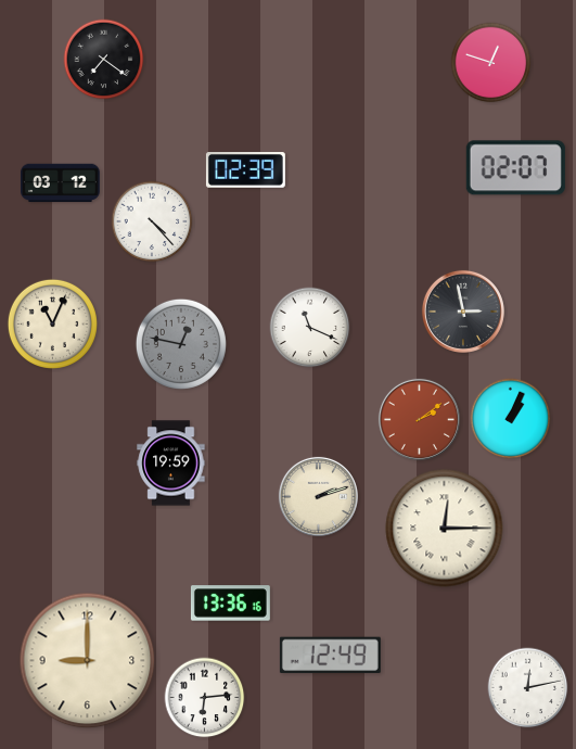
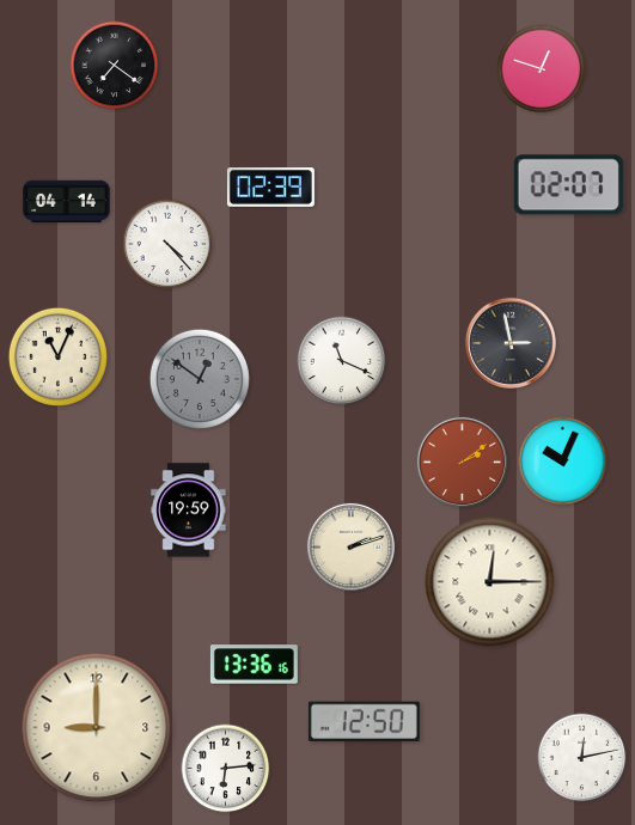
clock at (60, 183): 03:12 -> 04:14
clock at (181, 344): 12:47 -> 12:51
clock at (511, 419): 1:04 -> 10:04
clock at (330, 656): 12:49 -> 12:50
